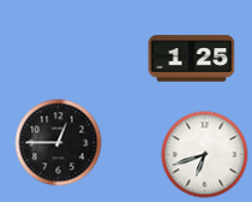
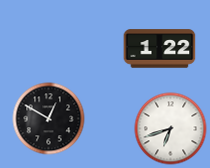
clock at (192, 59): 1:25 -> 1:22
clock at (59, 143): 12:45 -> 12:50
